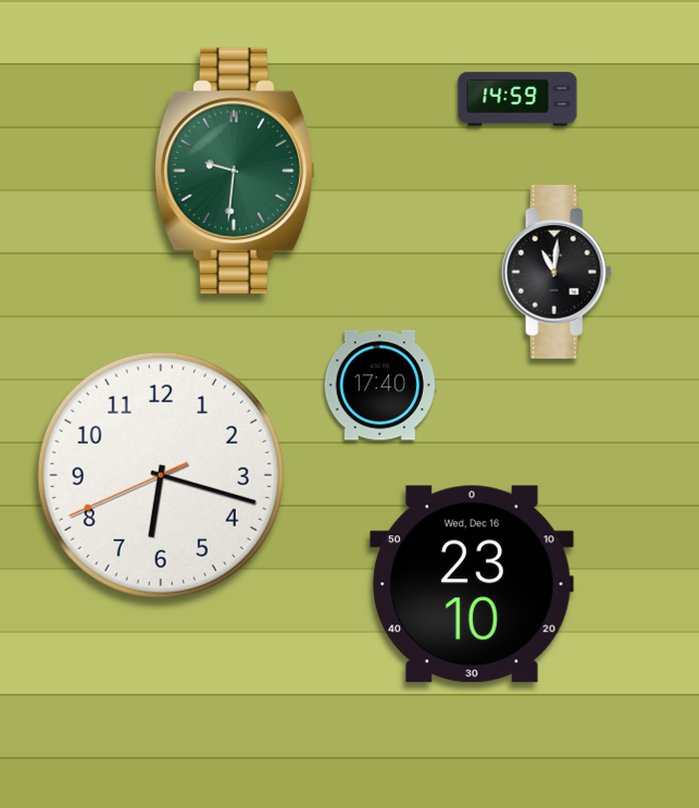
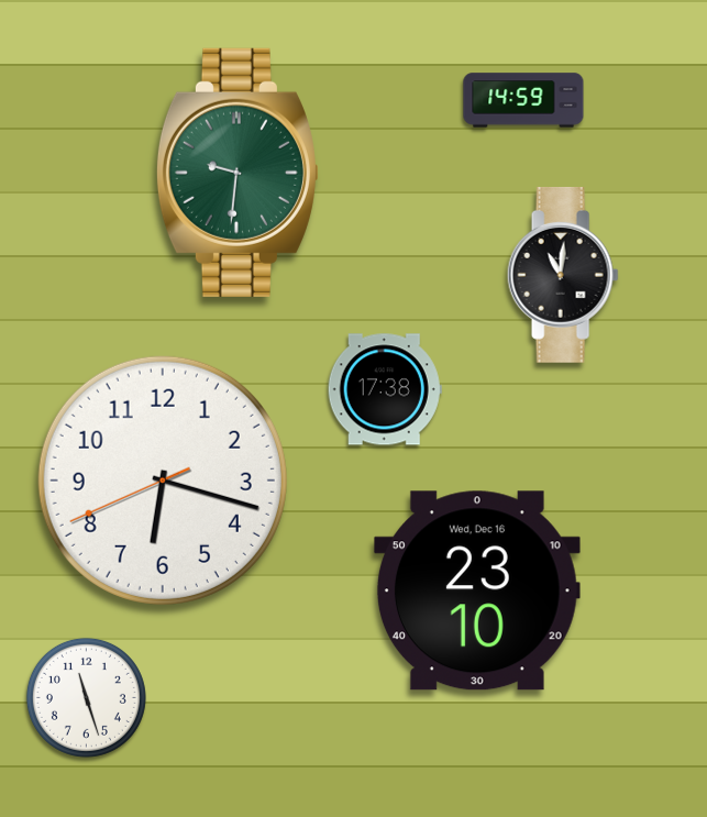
clock at (380, 385): 17:40 -> 17:38
clock at (86, 697): none -> 11:27
